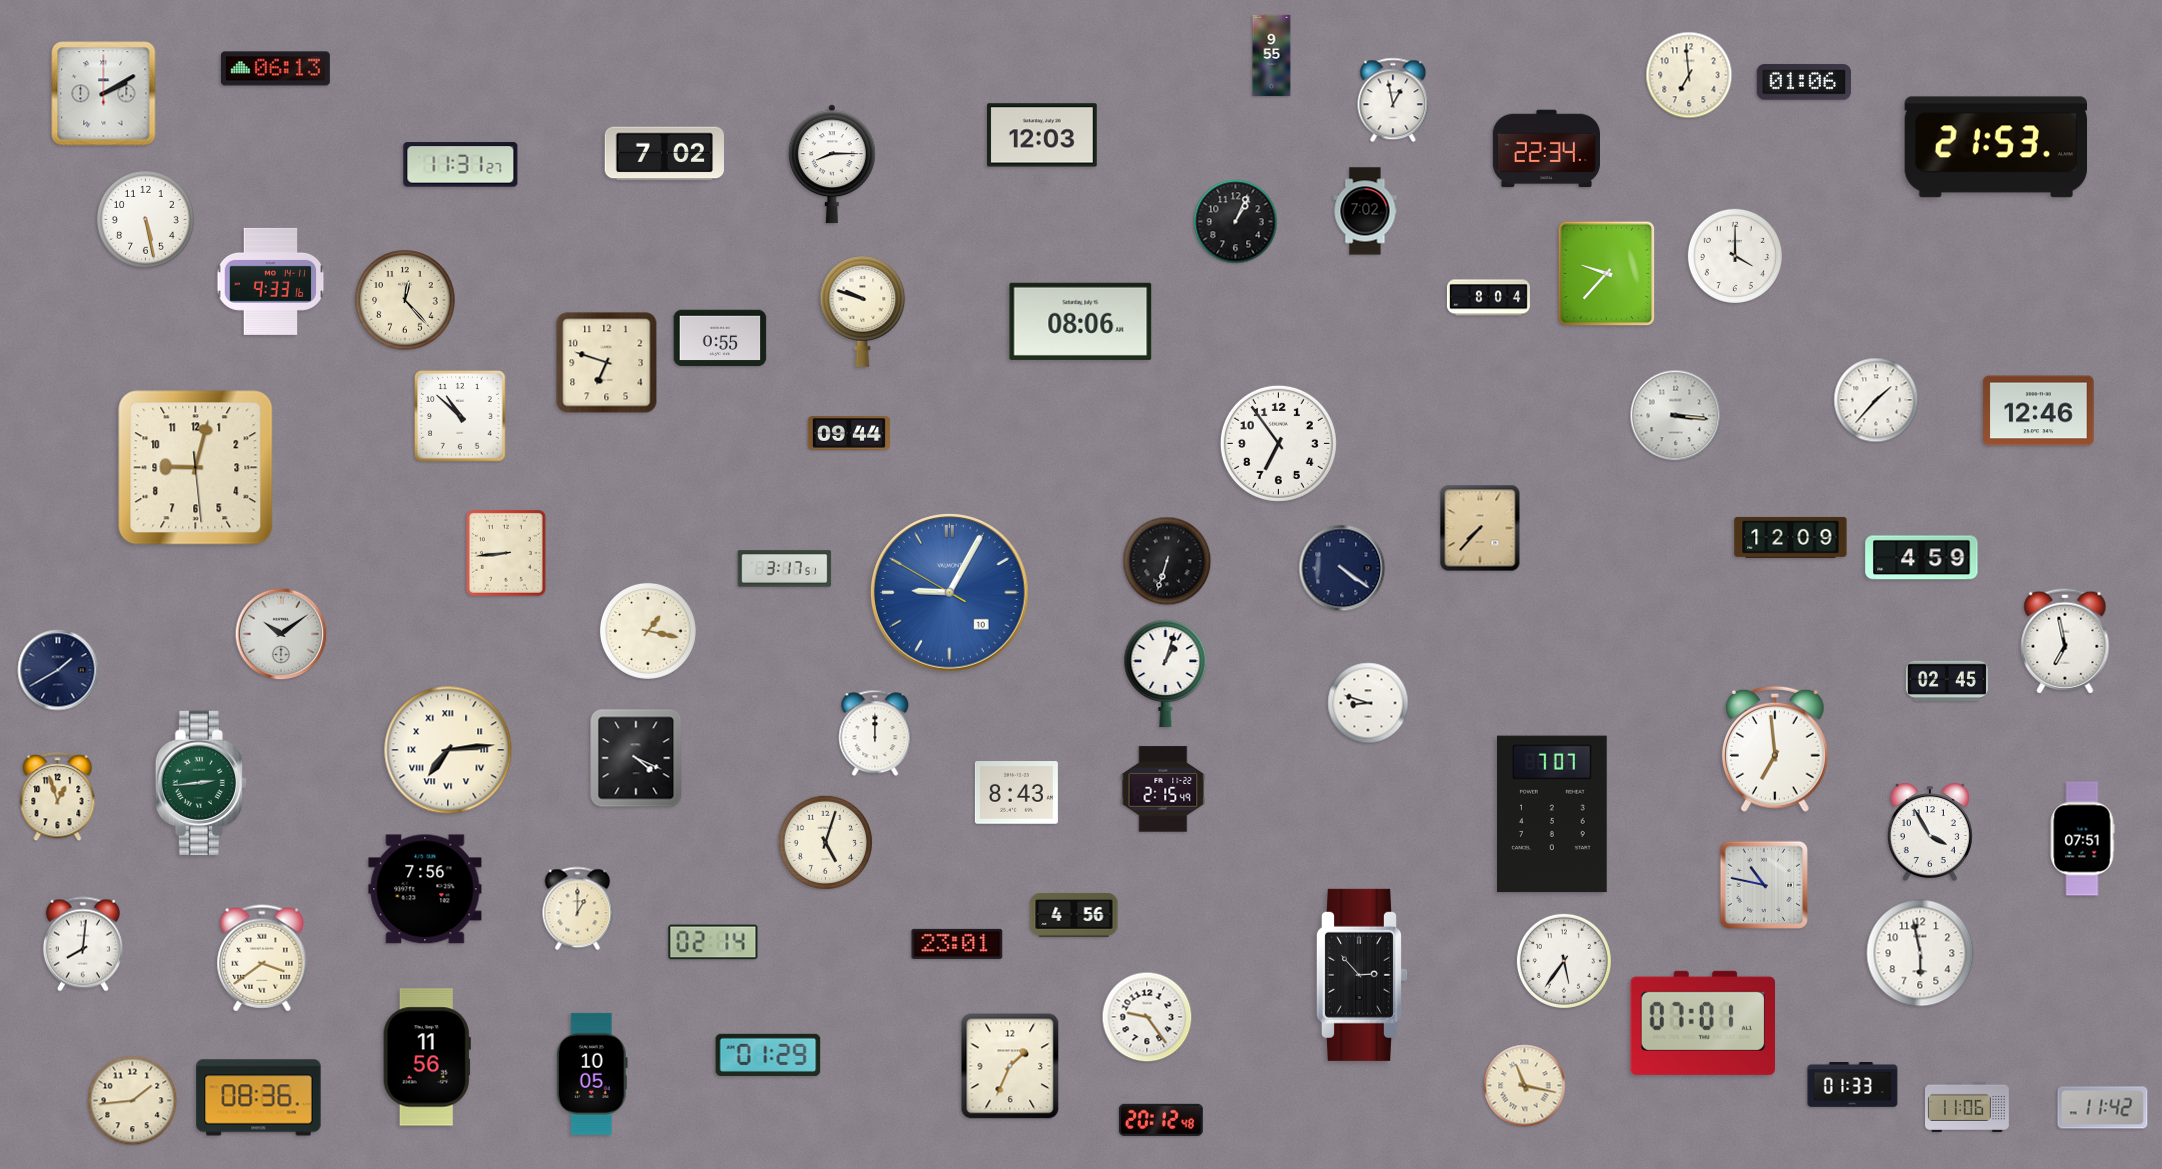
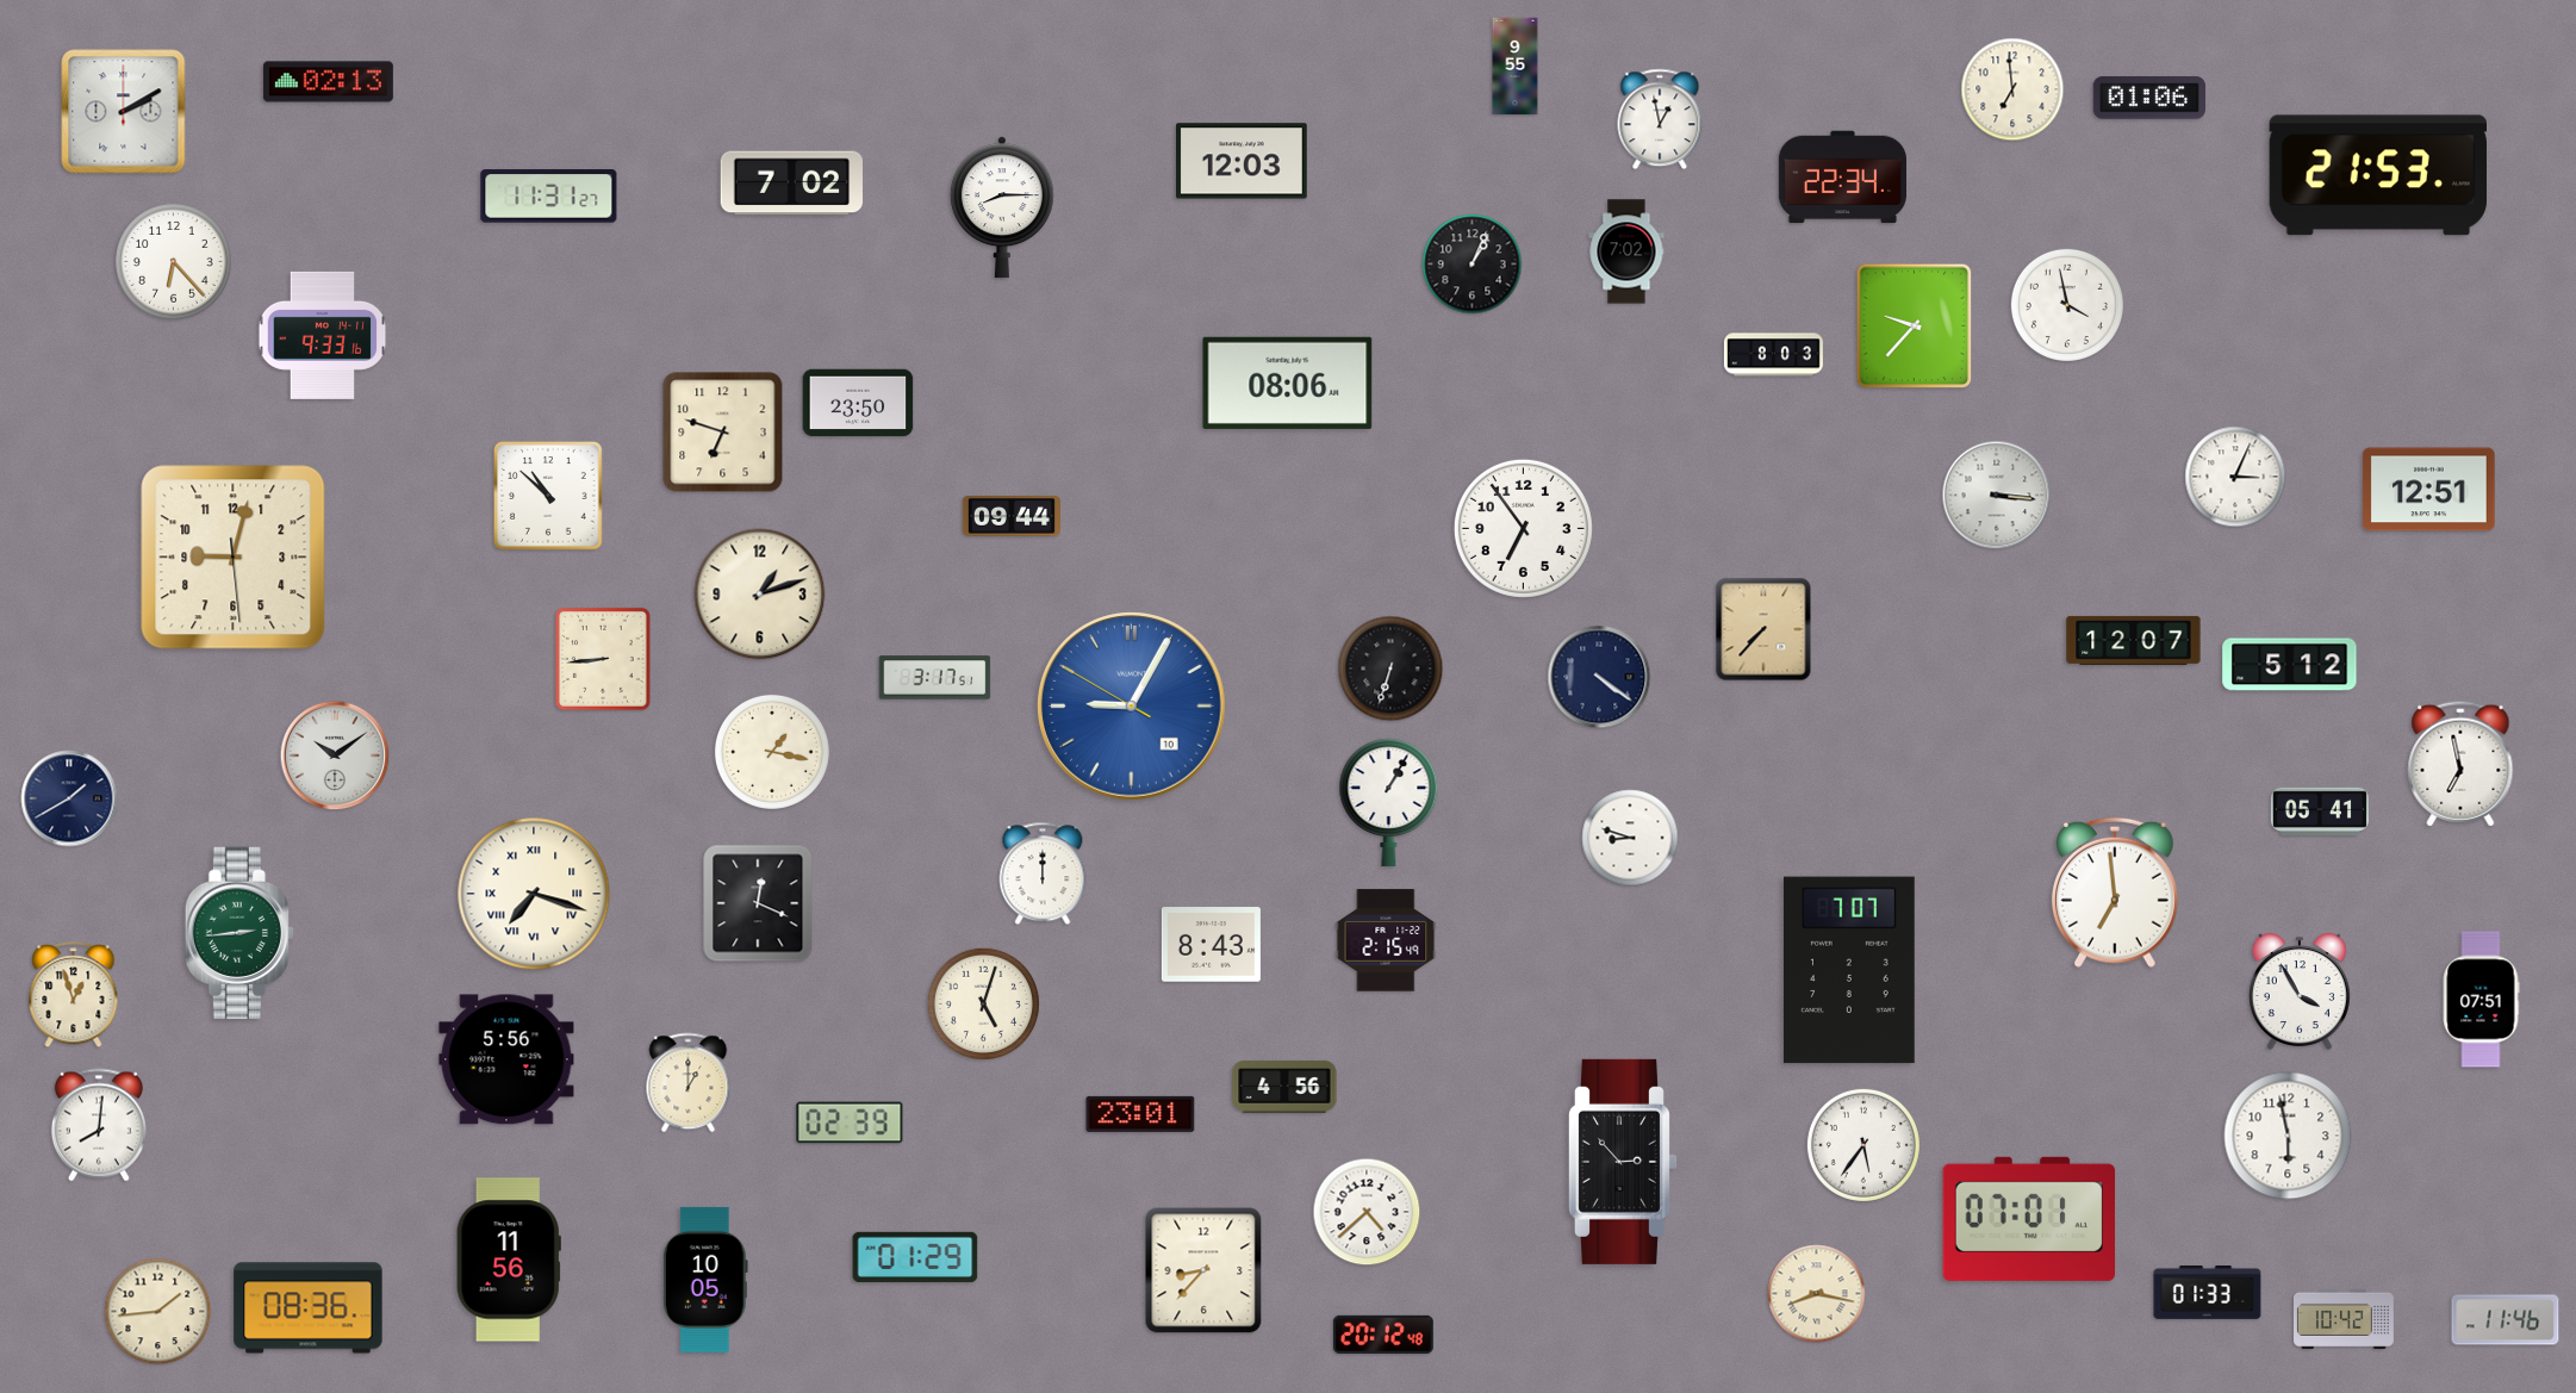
clock at (275, 69): 06:13 -> 02:13
clock at (832, 164) position: (832, 164) -> (1002, 207)
clock at (145, 219): 5:28 -> 6:23
clock at (1735, 256): 4:00 -> 3:58
clock at (1488, 298): 8:04 -> 8:03
clock at (405, 300): 12:23 -> none
clock at (863, 311): 9:48 -> none
clock at (720, 338): 0:55 -> 23:50
clock at (1876, 400): 1:37 -> 3:04
clock at (2039, 411): 12:46 -> 12:51
clock at (760, 595): none -> 1:12
clock at (1791, 537): 12:09 -> 12:07
clock at (1922, 558): 4:59 -> 5:12
clock at (1166, 673): 1:03 -> 1:05
clock at (1947, 680): 02:45 -> 05:41
clock at (448, 750): 7:14 -> 7:18
clock at (636, 758): 4:19 -> 12:19
clock at (58, 797) position: (58, 797) -> (74, 995)
clock at (1764, 885): 10:47 -> none
clock at (425, 889): 7:56 -> 5:56
clock at (1074, 915) position: (1074, 915) -> (1284, 1087)
clock at (713, 942): 02:14 -> 02:39
clock at (957, 944) position: (957, 944) -> (1140, 1114)
clock at (262, 958): 3:39 -> none
clock at (1147, 1017): 9:24 -> 4:38
clock at (1010, 1066): 1:34 -> 8:37
clock at (1525, 1086): 11:17 -> 8:17
clock at (1968, 1107): 11:06 -> 10:42
clock at (2103, 1108): 11:42 -> 11:46
